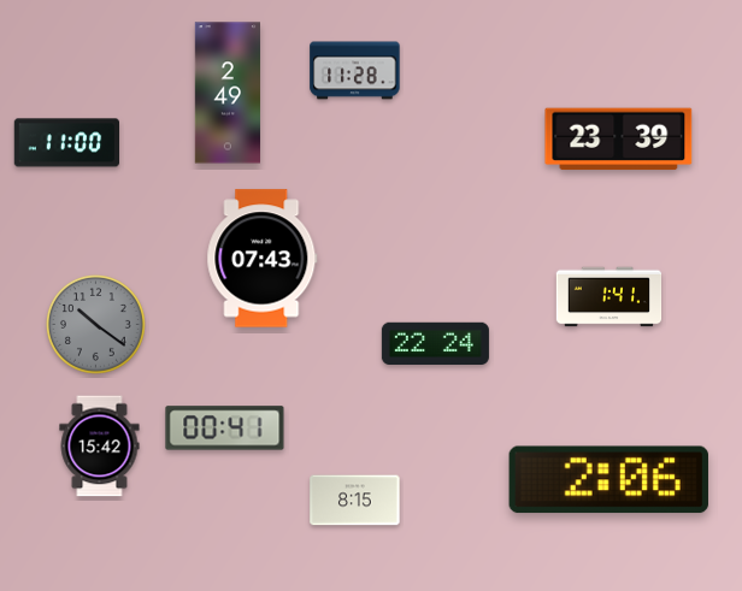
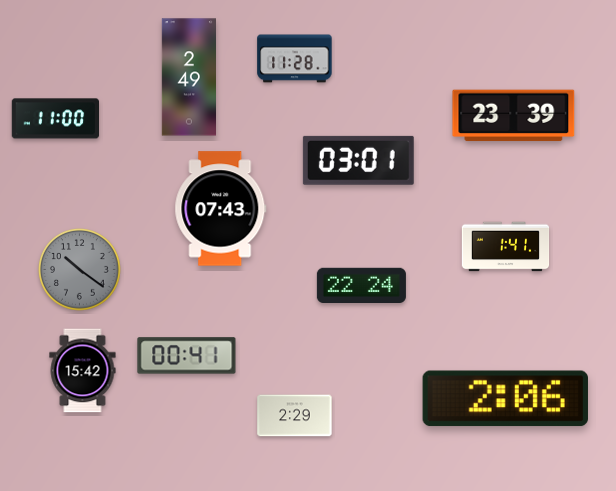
clock at (358, 160): none -> 03:01
clock at (263, 259) position: (263, 259) -> (221, 209)
clock at (355, 501): 8:15 -> 2:29
